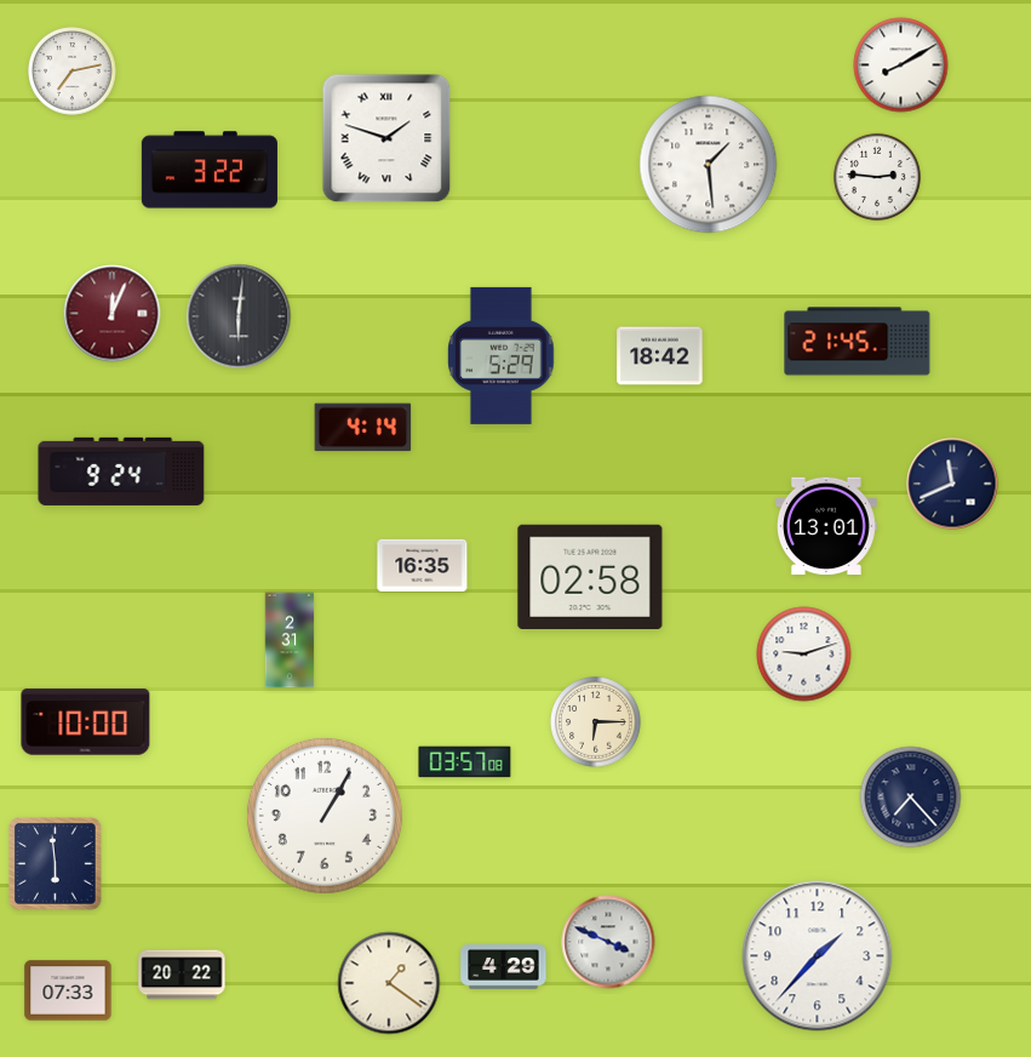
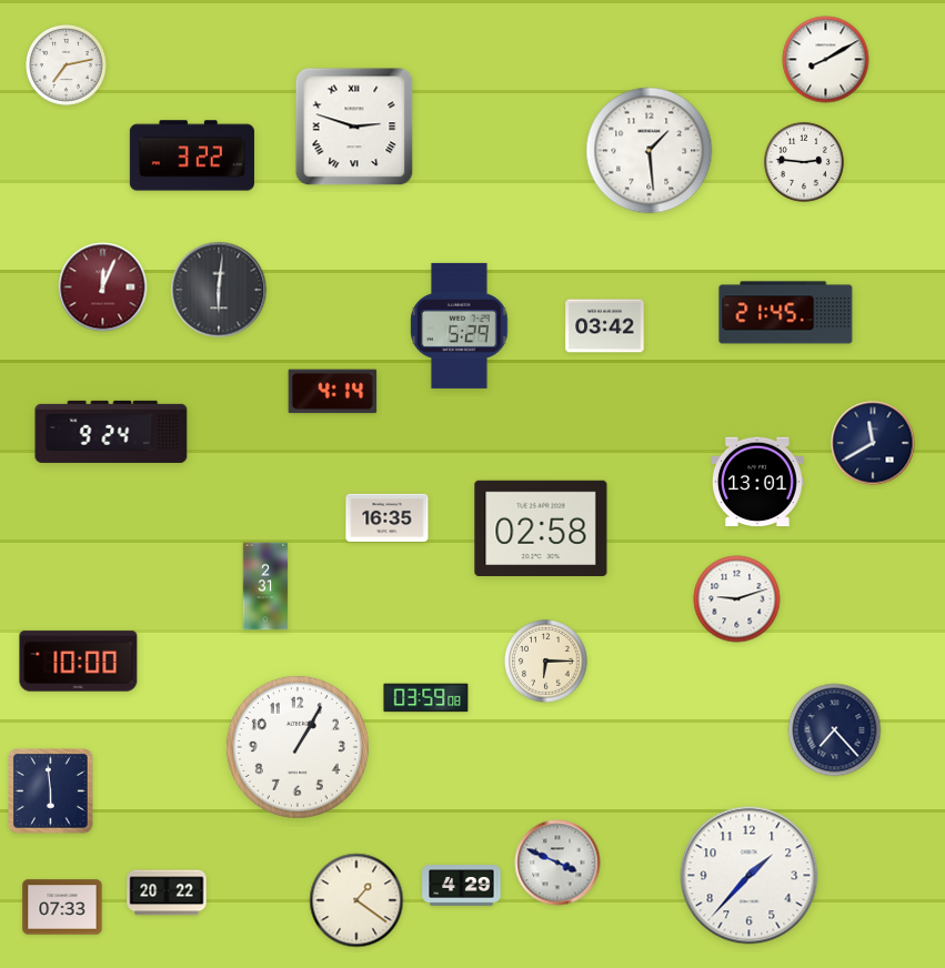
clock at (386, 138): 1:48 -> 2:48
clock at (660, 356): 18:42 -> 03:42
clock at (952, 484): 11:41 -> 11:40
clock at (465, 762): 03:57 -> 03:59
